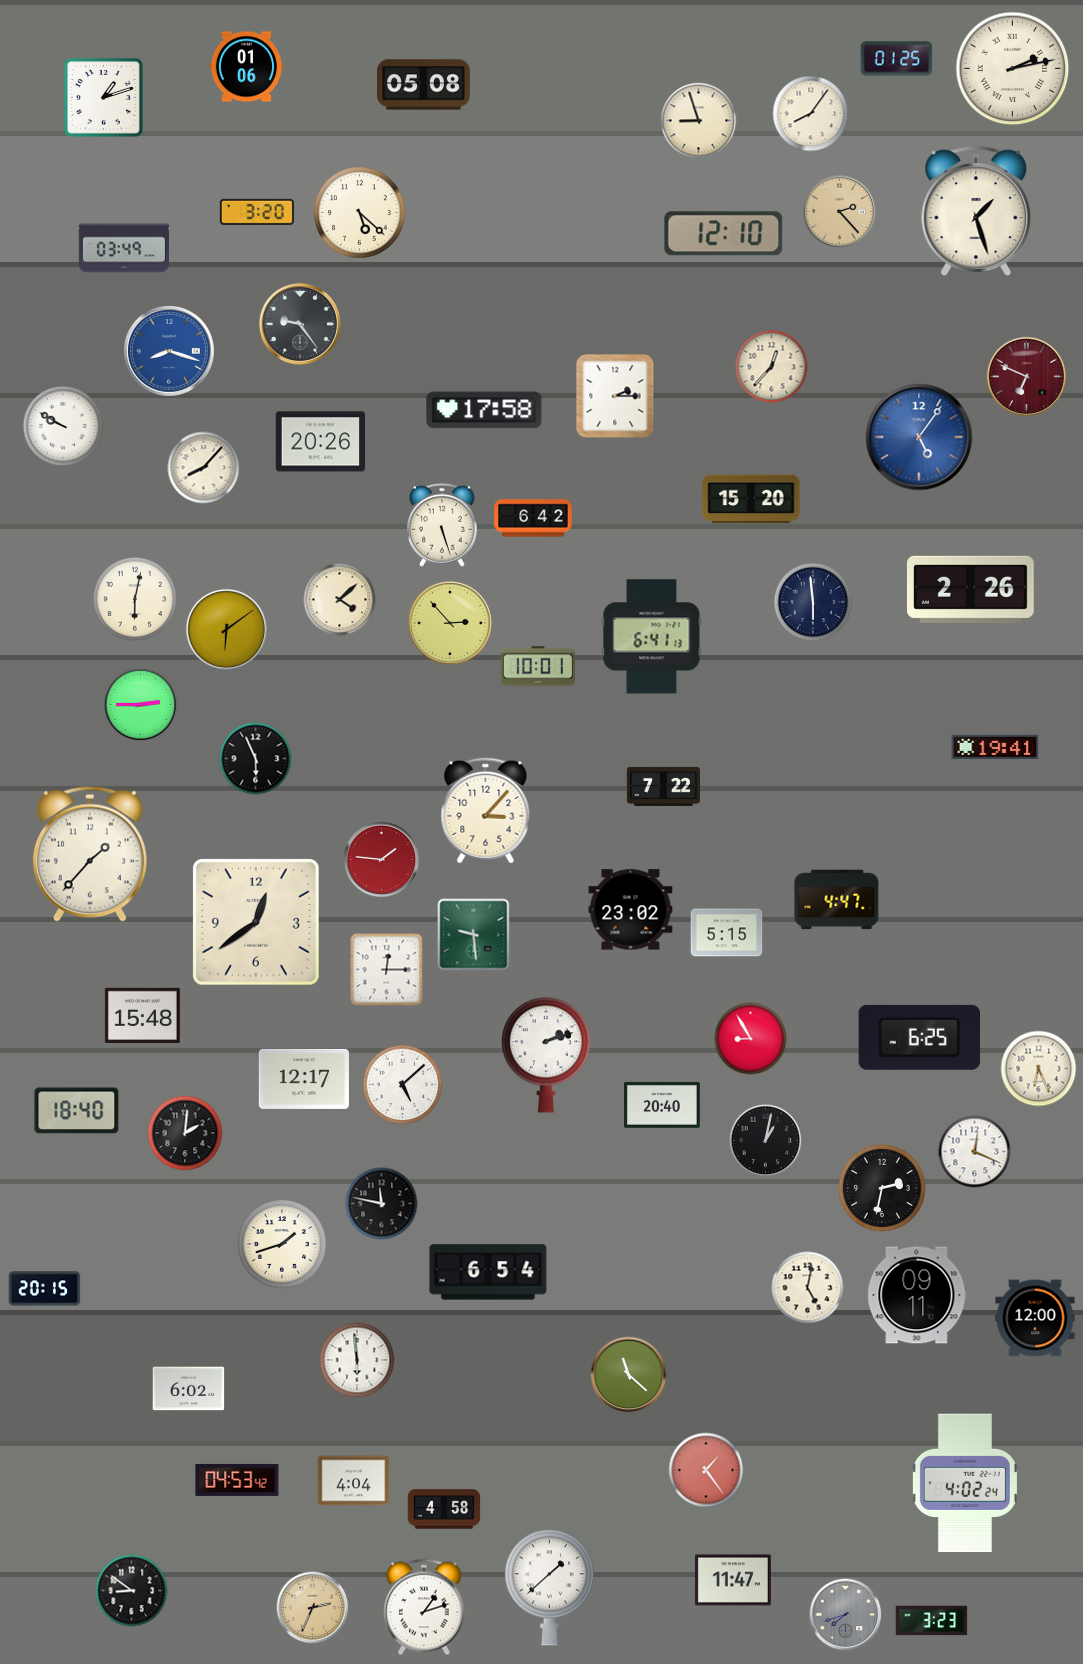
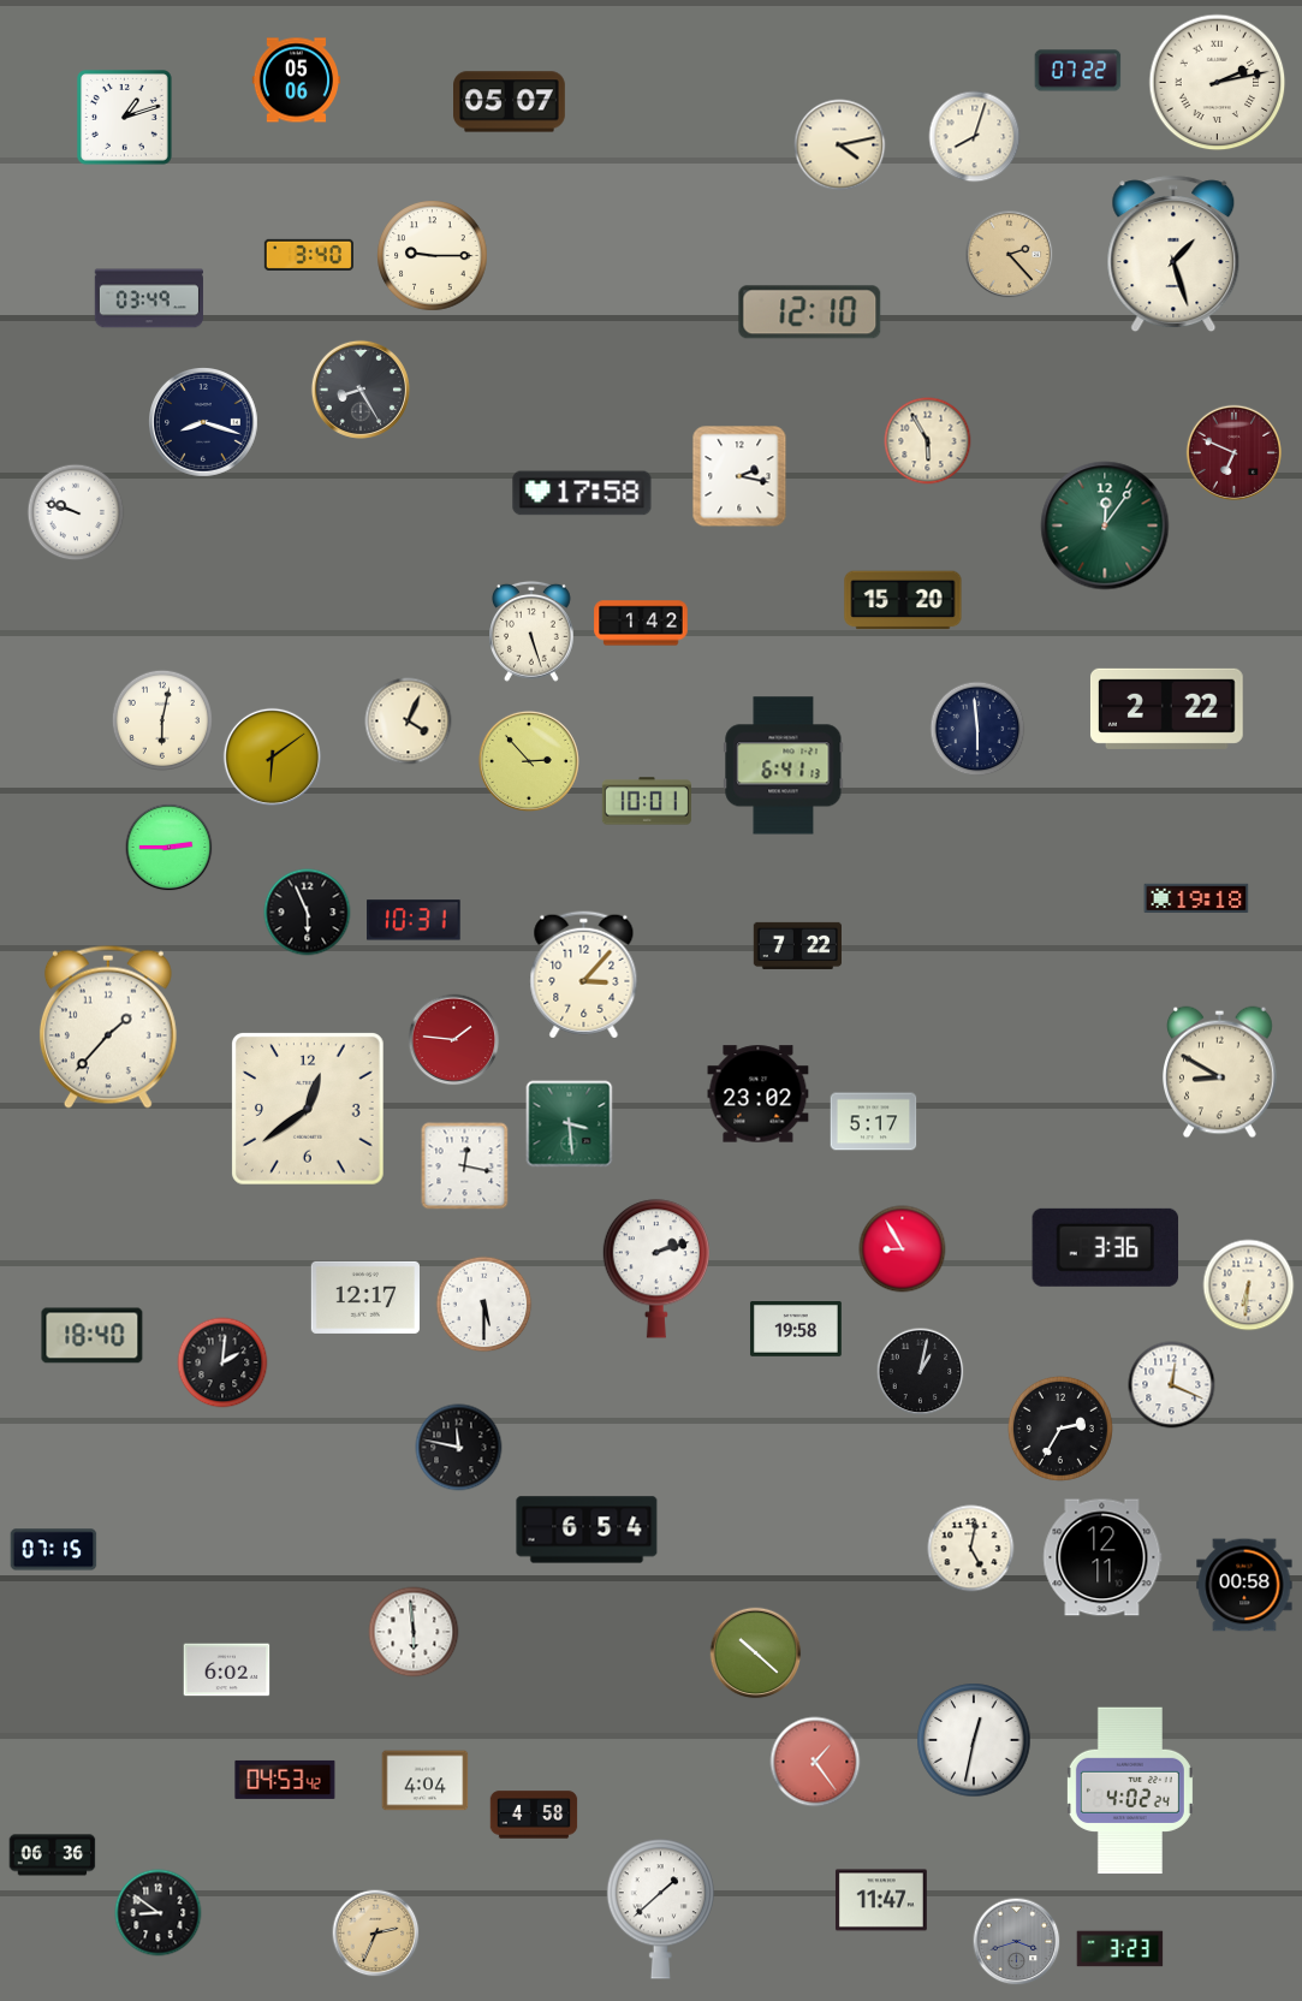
clock at (897, 59): 01:25 -> 07:22
clock at (246, 67): 01:06 -> 05:06
clock at (424, 85): 05:08 -> 05:07
clock at (811, 114): 8:06 -> 8:03
clock at (699, 121): 8:57 -> 4:13
clock at (257, 212): 3:20 -> 3:40
clock at (360, 213): 5:22 -> 9:15
clock at (724, 234) position: (724, 234) -> (810, 313)
clock at (300, 324): 9:24 -> 8:25
clock at (170, 352) dial: blue -> navy
clock at (772, 367): 12:37 -> 5:55
clock at (615, 396): 2:15 -> 2:17
clock at (63, 426): 9:50 -> 9:48
clock at (919, 437): 5:06 -> 12:06
clock at (919, 437) dial: blue -> green
clock at (321, 442): 20:26 -> none
clock at (204, 468): 8:07 -> none
clock at (533, 518): 6:42 -> 1:42
clock at (970, 589): 2:26 -> 2:22
clock at (340, 600): 4:08 -> 4:04
clock at (813, 602) position: (813, 602) -> (977, 729)
clock at (450, 623) position: (450, 623) -> (529, 761)
clock at (995, 746): 19:41 -> 19:18
clock at (414, 920): none -> 10:31
clock at (382, 860) position: (382, 860) -> (454, 1040)
clock at (1220, 1073): none -> 8:50
clock at (837, 900): 4:47 -> none
clock at (727, 933): 5:15 -> 5:17
clock at (474, 935): 9:29 -> 3:29
clock at (387, 970): 12:15 -> 12:17
clock at (142, 1015): 15:48 -> none
clock at (919, 1037): 6:25 -> 3:36
clock at (1039, 1069): 6:26 -> 6:31
clock at (403, 1085): 5:08 -> 5:30
clock at (662, 1106): 20:40 -> 19:58
clock at (882, 1188): 2:32 -> 2:35
clock at (282, 1244): 1:42 -> none
clock at (45, 1289): 20:15 -> 07:15
clock at (917, 1295): 09:11 -> 12:11
clock at (1035, 1318): 12:00 -> 00:58
clock at (357, 1360) position: (357, 1360) -> (414, 1632)
clock at (629, 1375): 11:22 -> 10:22
clock at (974, 1740): none -> 12:32
clock at (706, 1470) position: (706, 1470) -> (815, 1762)
clock at (965, 1483) position: (965, 1483) -> (1130, 1791)
clock at (53, 1855): none -> 06:36
clock at (425, 1607): 1:12 -> none
clock at (846, 1615): 7:42 -> 3:42
